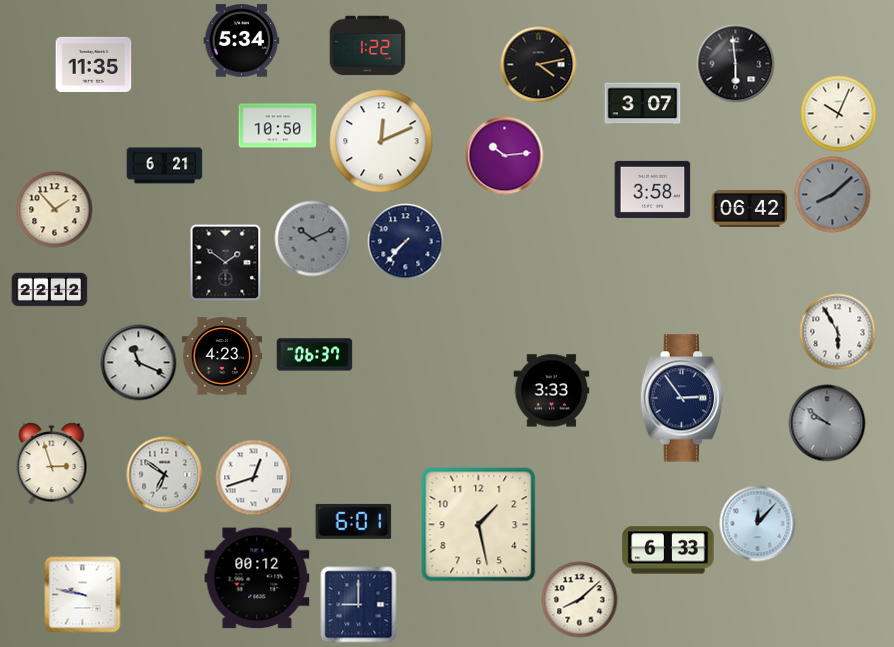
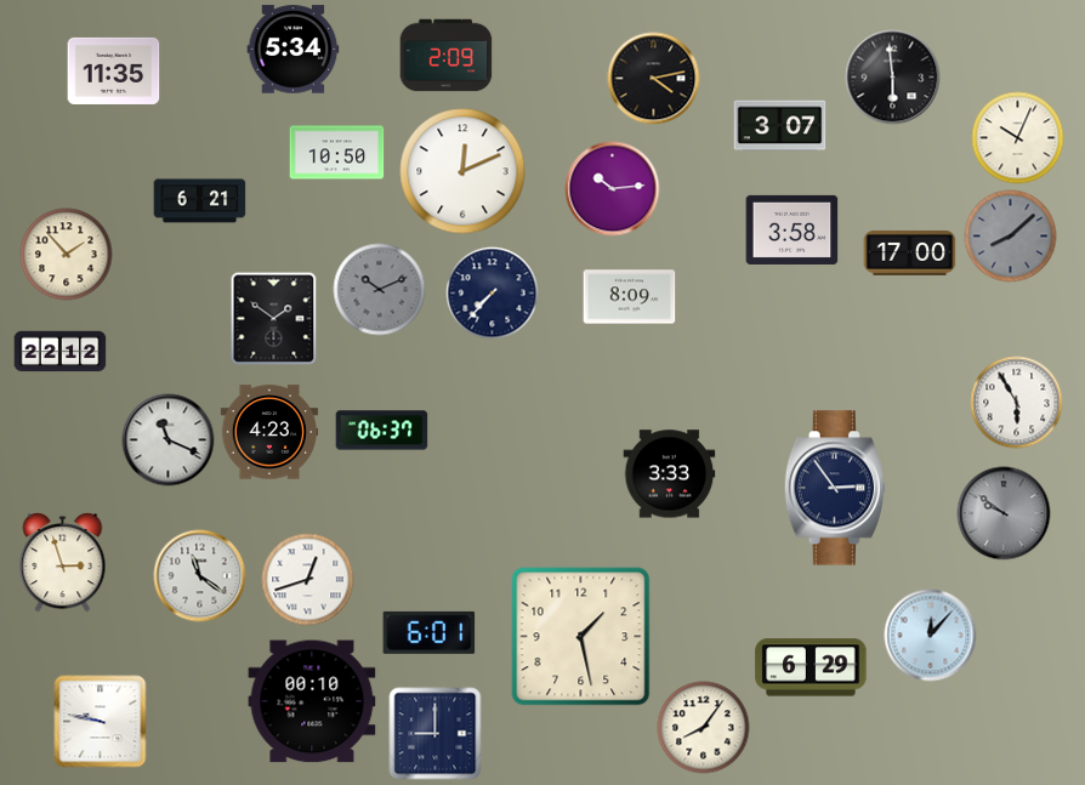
clock at (368, 46): 1:22 -> 2:09
clock at (94, 64) position: (94, 64) -> (114, 70)
clock at (750, 208): 06:42 -> 17:00
clock at (630, 297): none -> 8:09
clock at (681, 398) position: (681, 398) -> (834, 488)
clock at (165, 475): 6:51 -> 11:21
clock at (758, 524) position: (758, 524) -> (931, 636)
clock at (668, 550): 6:33 -> 6:29
clock at (257, 578): 00:12 -> 00:10
clock at (580, 600): 8:08 -> 8:06
